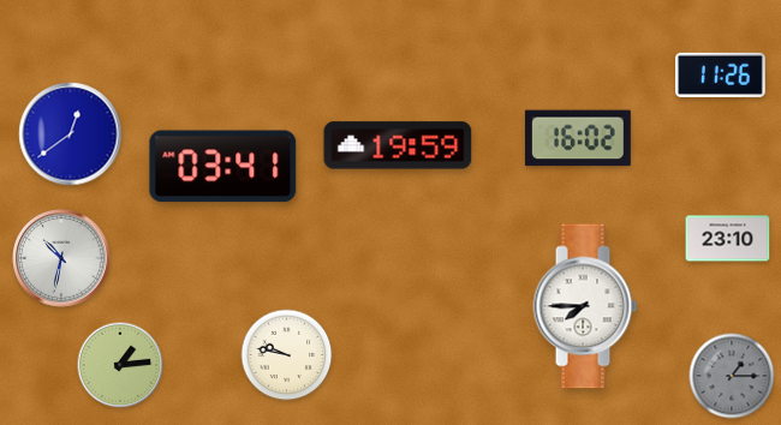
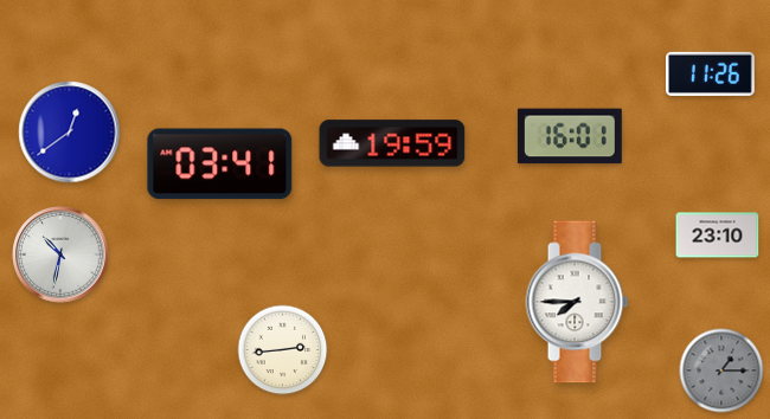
clock at (578, 138): 16:02 -> 16:01
clock at (287, 355): 9:47 -> 2:44
clock at (120, 365): 1:14 -> none
